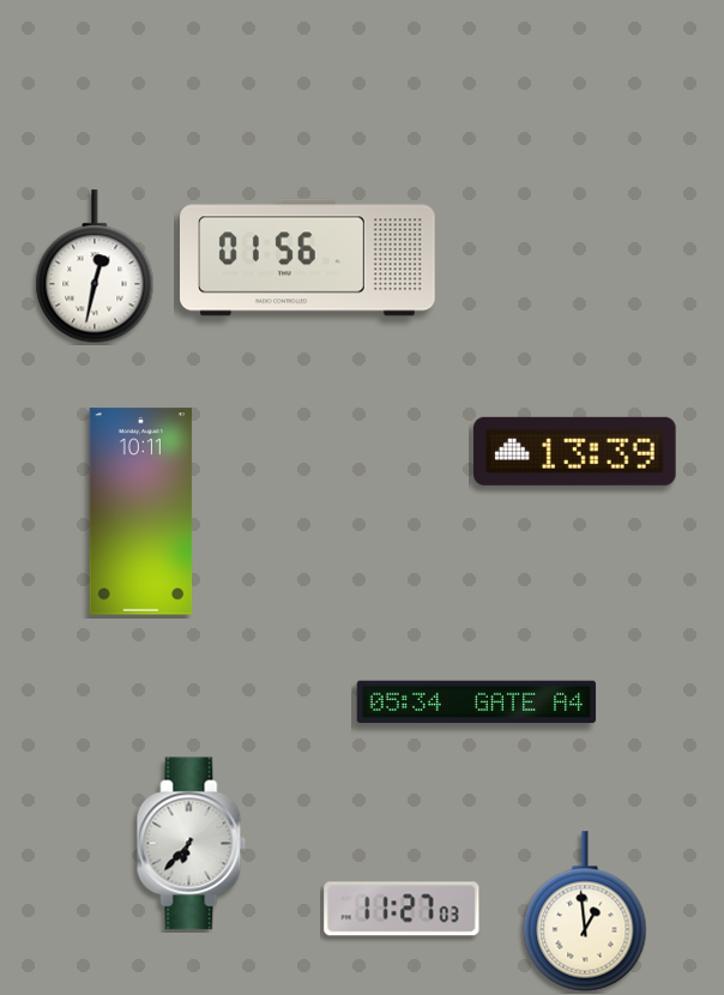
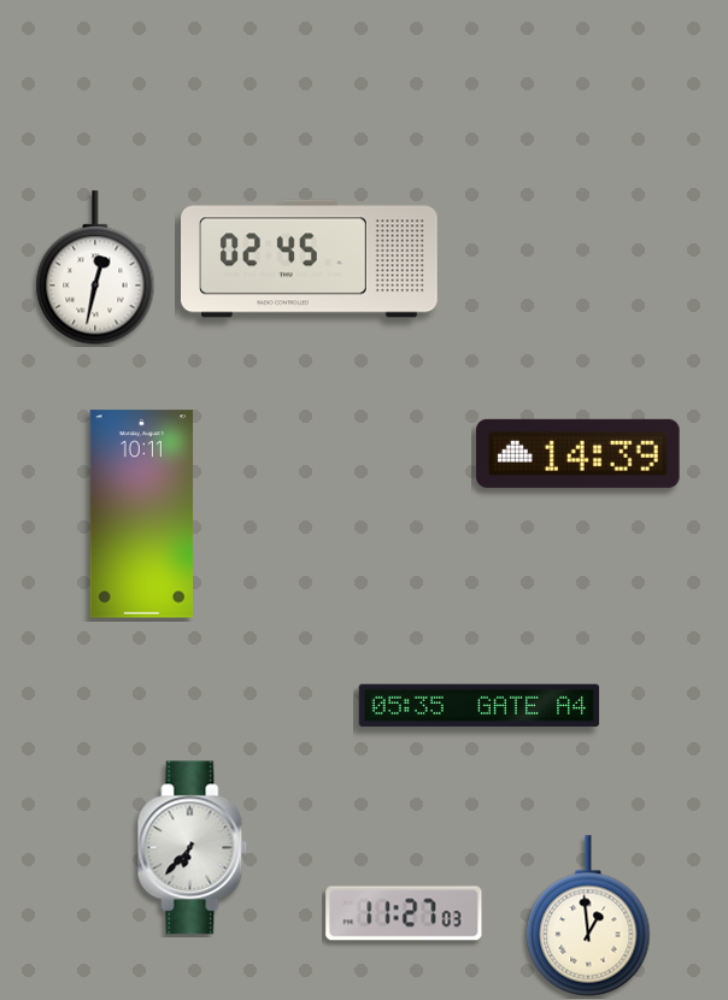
clock at (308, 258): 01:56 -> 02:45
clock at (575, 451): 13:39 -> 14:39
clock at (477, 702): 05:34 -> 05:35
